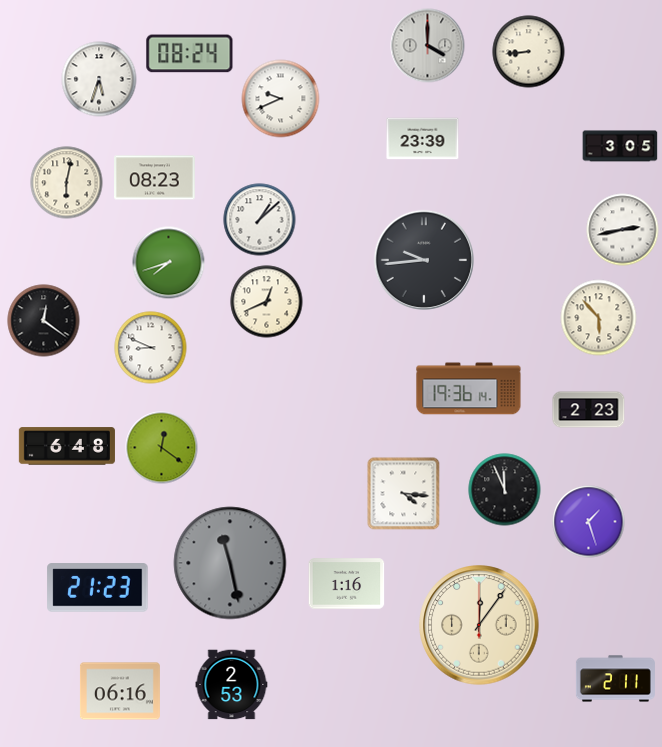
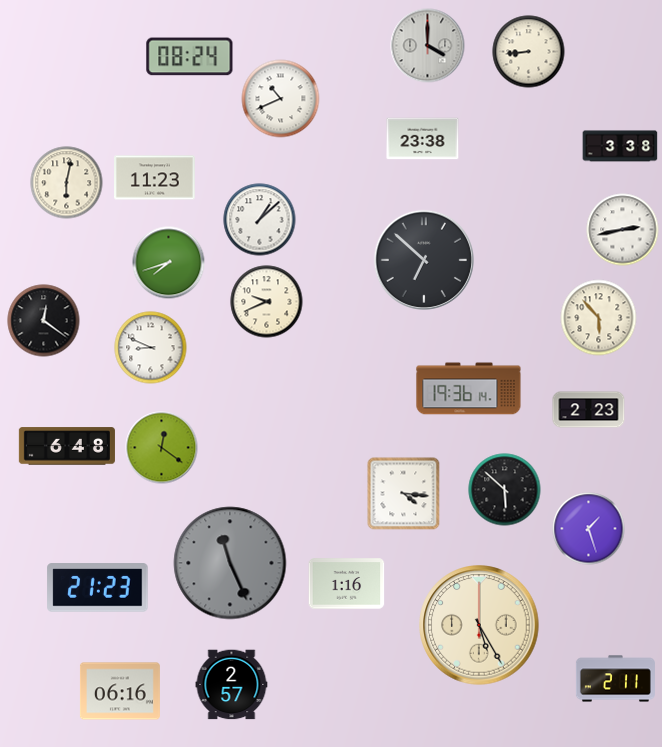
clock at (190, 54) position: (190, 54) -> (190, 57)
clock at (99, 79): 5:33 -> none
clock at (281, 99): 9:41 -> 10:41
clock at (423, 139): 23:39 -> 23:38
clock at (620, 146): 3:05 -> 3:38
clock at (155, 178): 08:23 -> 11:23
clock at (424, 260): 9:44 -> 6:52
clock at (267, 302): 12:41 -> 9:41
clock at (505, 490): 11:56 -> 5:52
clock at (589, 522) position: (589, 522) -> (589, 529)
clock at (230, 563): 11:28 -> 11:26
clock at (479, 625): 12:06 -> 5:25
clock at (232, 685): 2:53 -> 2:57
